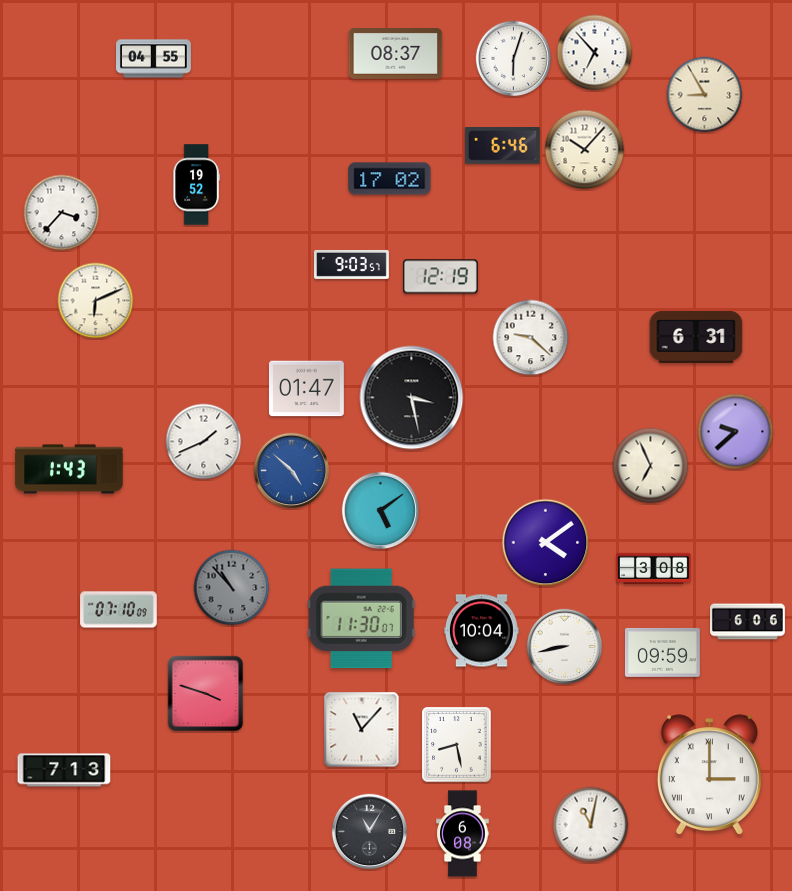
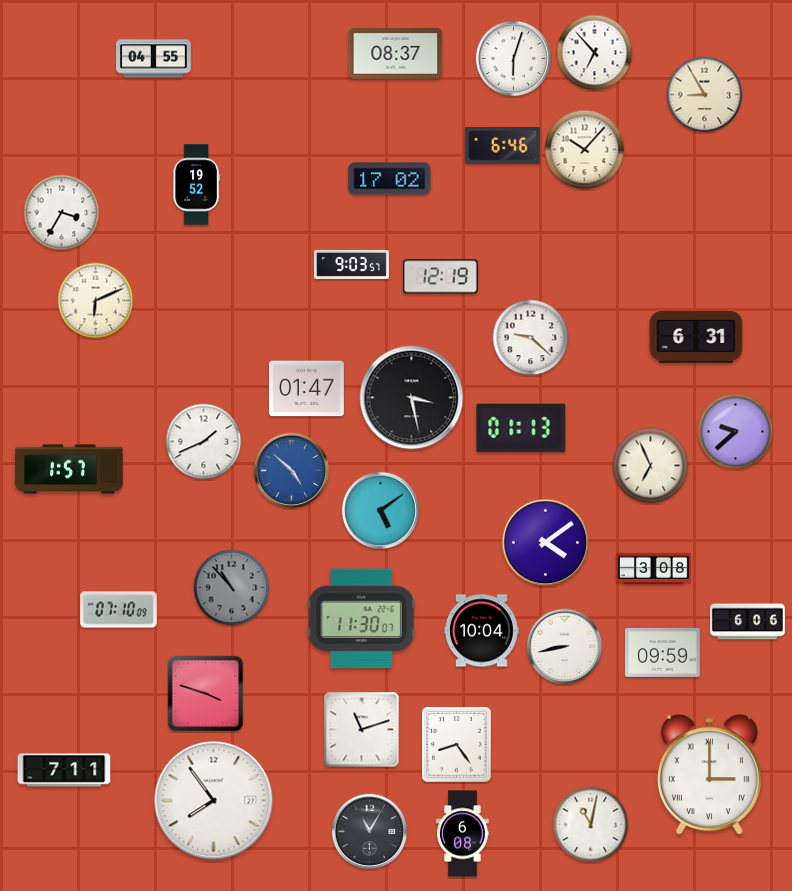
clock at (62, 213): 3:37 -> 3:35
clock at (521, 428): none -> 01:13
clock at (69, 469): 1:43 -> 1:57
clock at (362, 730): 11:07 -> 11:12
clock at (457, 745): 8:28 -> 8:24
clock at (64, 770): 7:13 -> 7:11
clock at (214, 801): none -> 7:54
